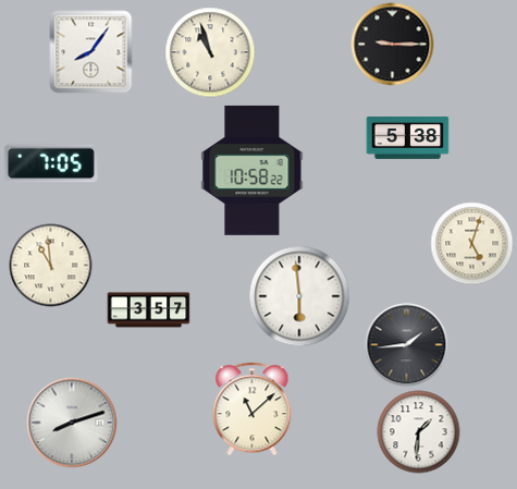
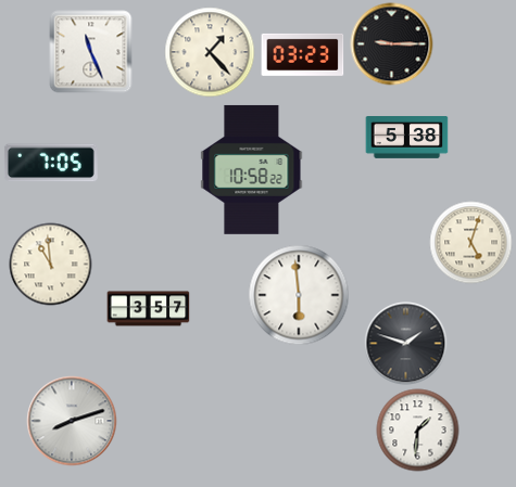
clock at (91, 52): 8:06 -> 11:26
clock at (210, 52): 10:57 -> 1:23
clock at (303, 54): none -> 03:23
clock at (407, 345): 1:44 -> 1:48
clock at (253, 409): 11:08 -> none
